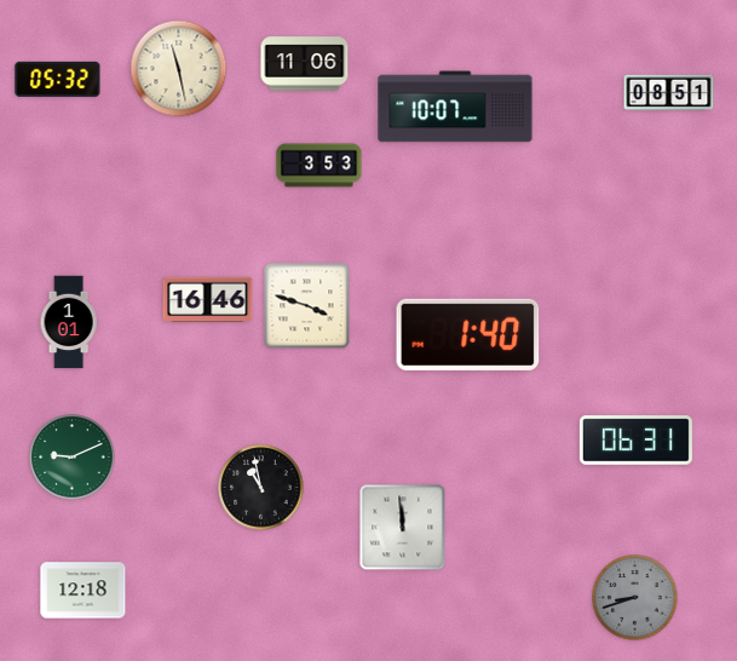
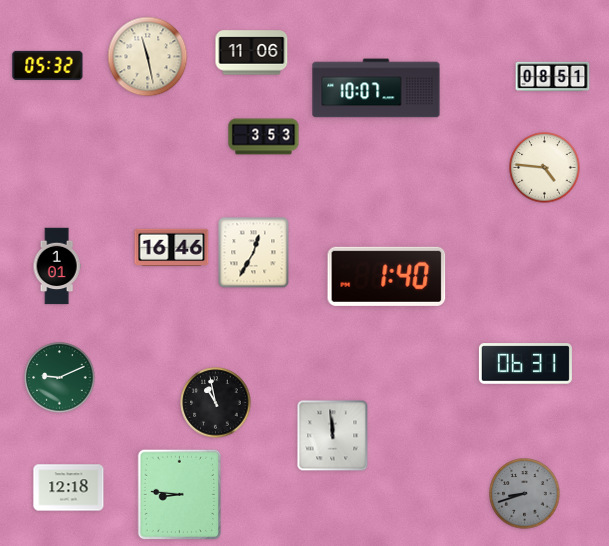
clock at (545, 168): none -> 4:46
clock at (307, 306): 3:48 -> 12:35
clock at (180, 495): none -> 8:46
